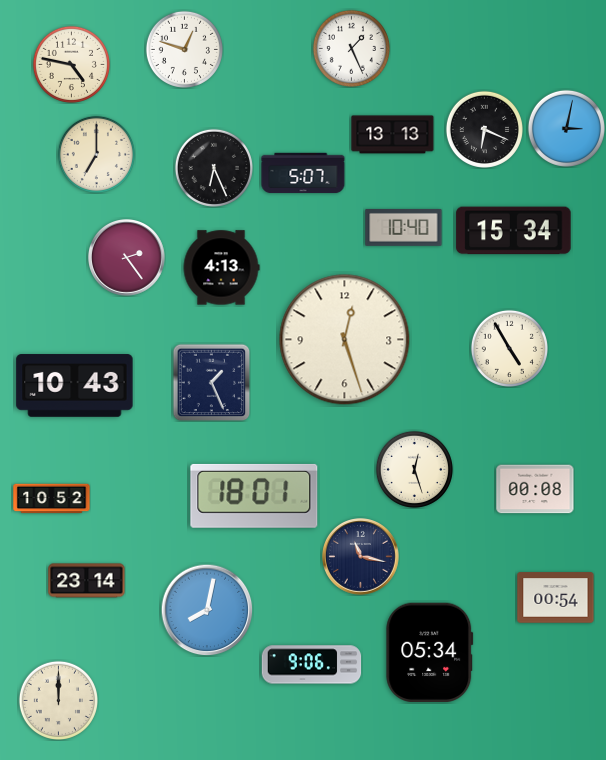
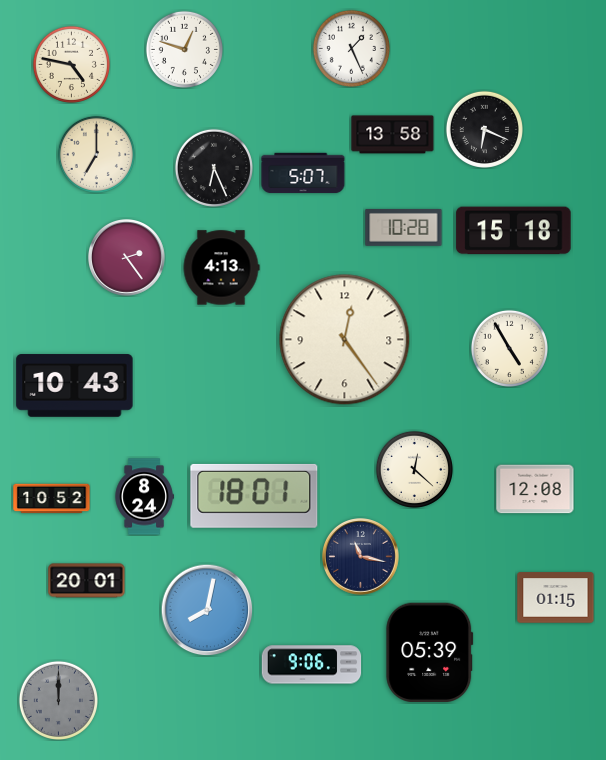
clock at (566, 128): 3:02 -> none
clock at (393, 135): 13:13 -> 13:58
clock at (404, 227): 10:40 -> 10:28
clock at (514, 231): 15:34 -> 15:18
clock at (345, 340): 12:27 -> 12:24
clock at (211, 382): 1:26 -> none
clock at (414, 469): 12:27 -> 12:22
clock at (535, 489): 00:08 -> 12:08
clock at (144, 497): none -> 8:24
clock at (87, 581): 23:14 -> 20:01
clock at (556, 598): 00:54 -> 01:15
clock at (430, 652): 05:34 -> 05:39
clock at (58, 700) dial: cream -> grey
